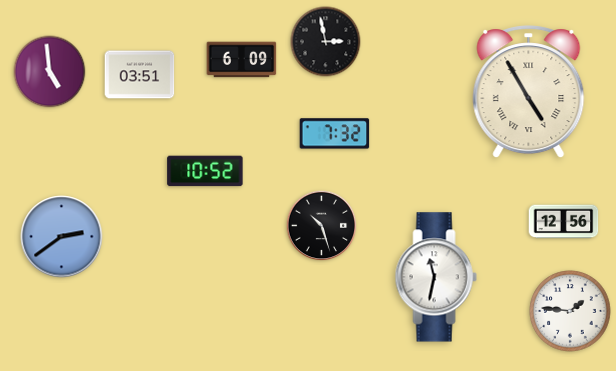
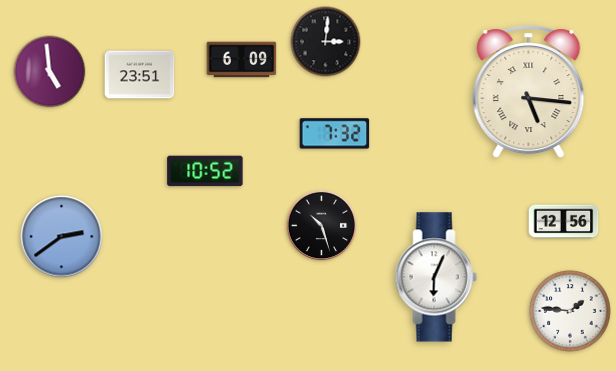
clock at (326, 42): 2:58 -> 3:01
clock at (140, 75): 03:51 -> 23:51
clock at (529, 92): 4:55 -> 5:16
clock at (436, 277): 11:32 -> 6:04
